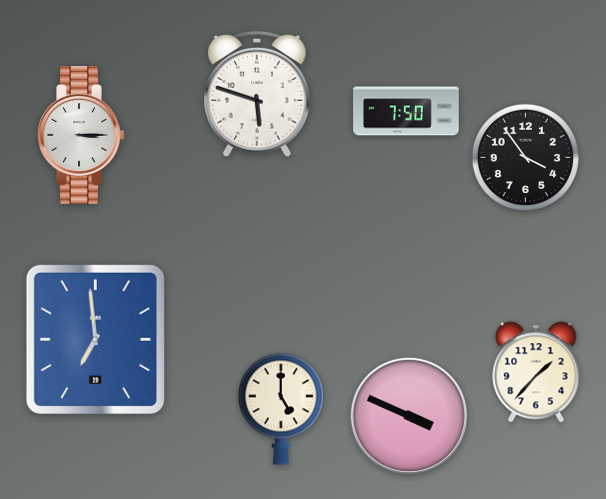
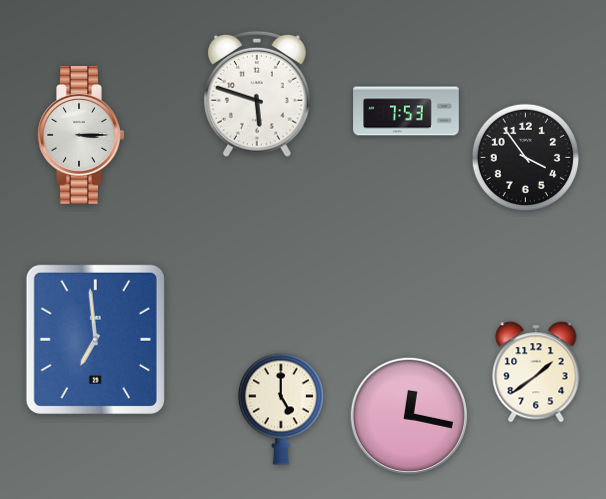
clock at (406, 111): 7:50 -> 7:53
clock at (536, 372): 1:37 -> 1:39
clock at (409, 416): 3:49 -> 12:17
